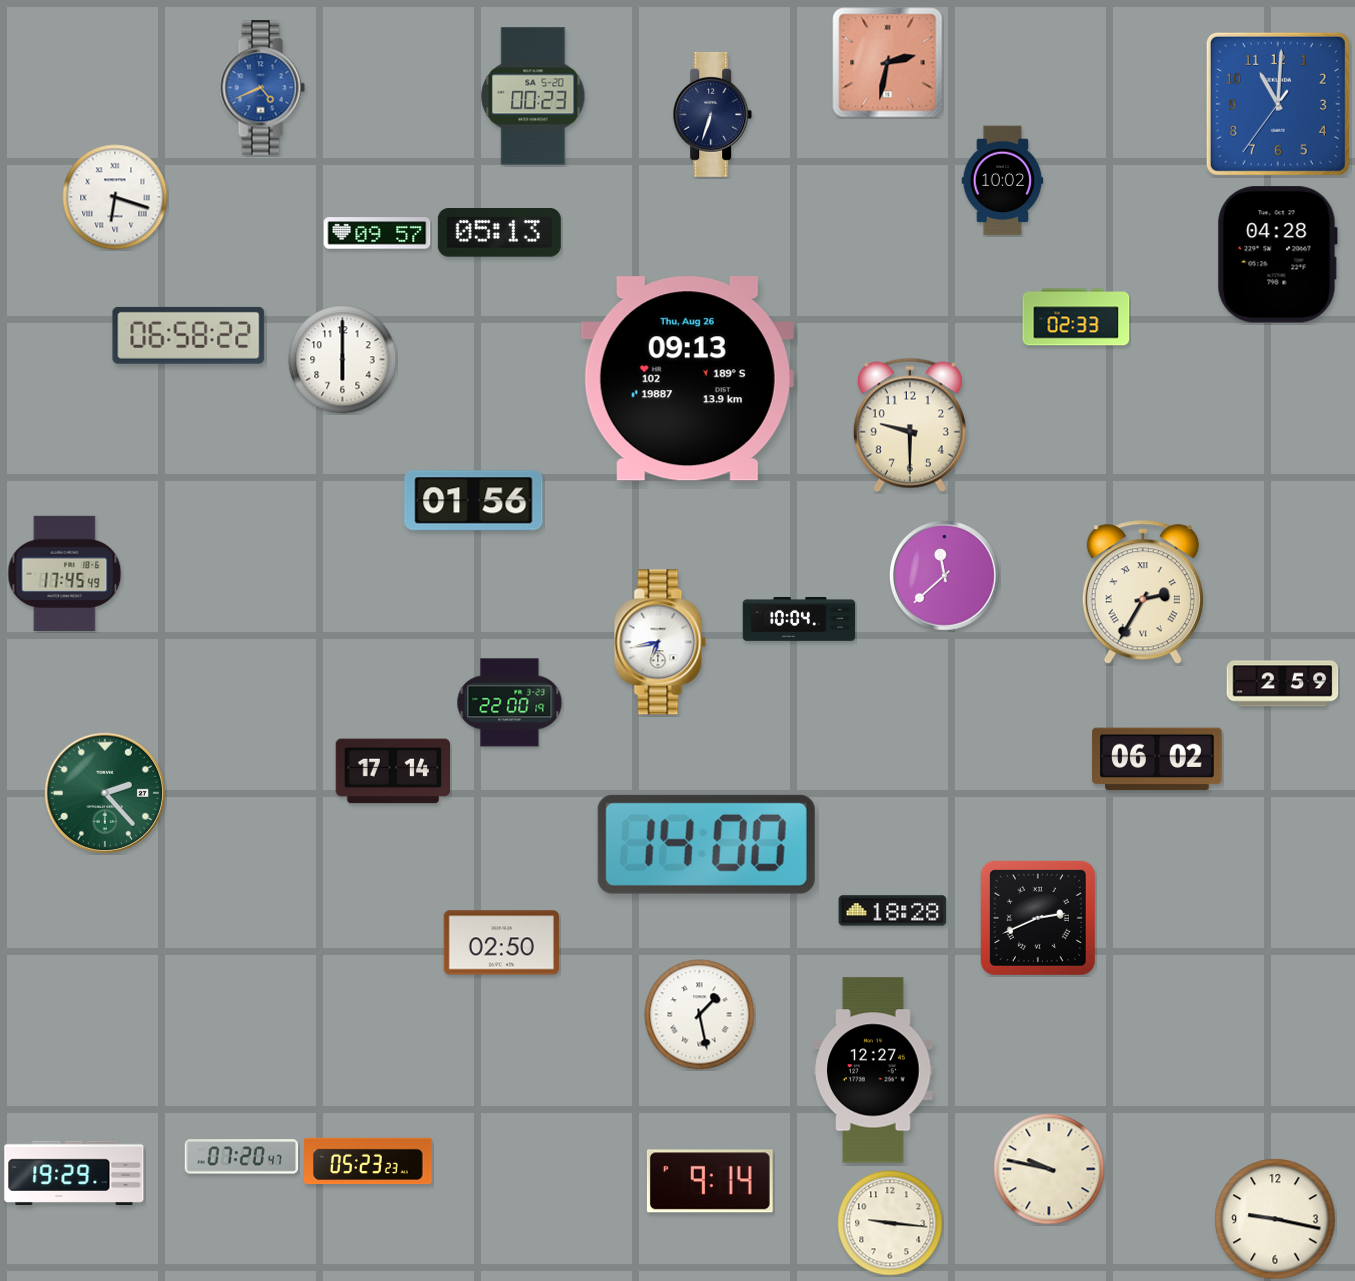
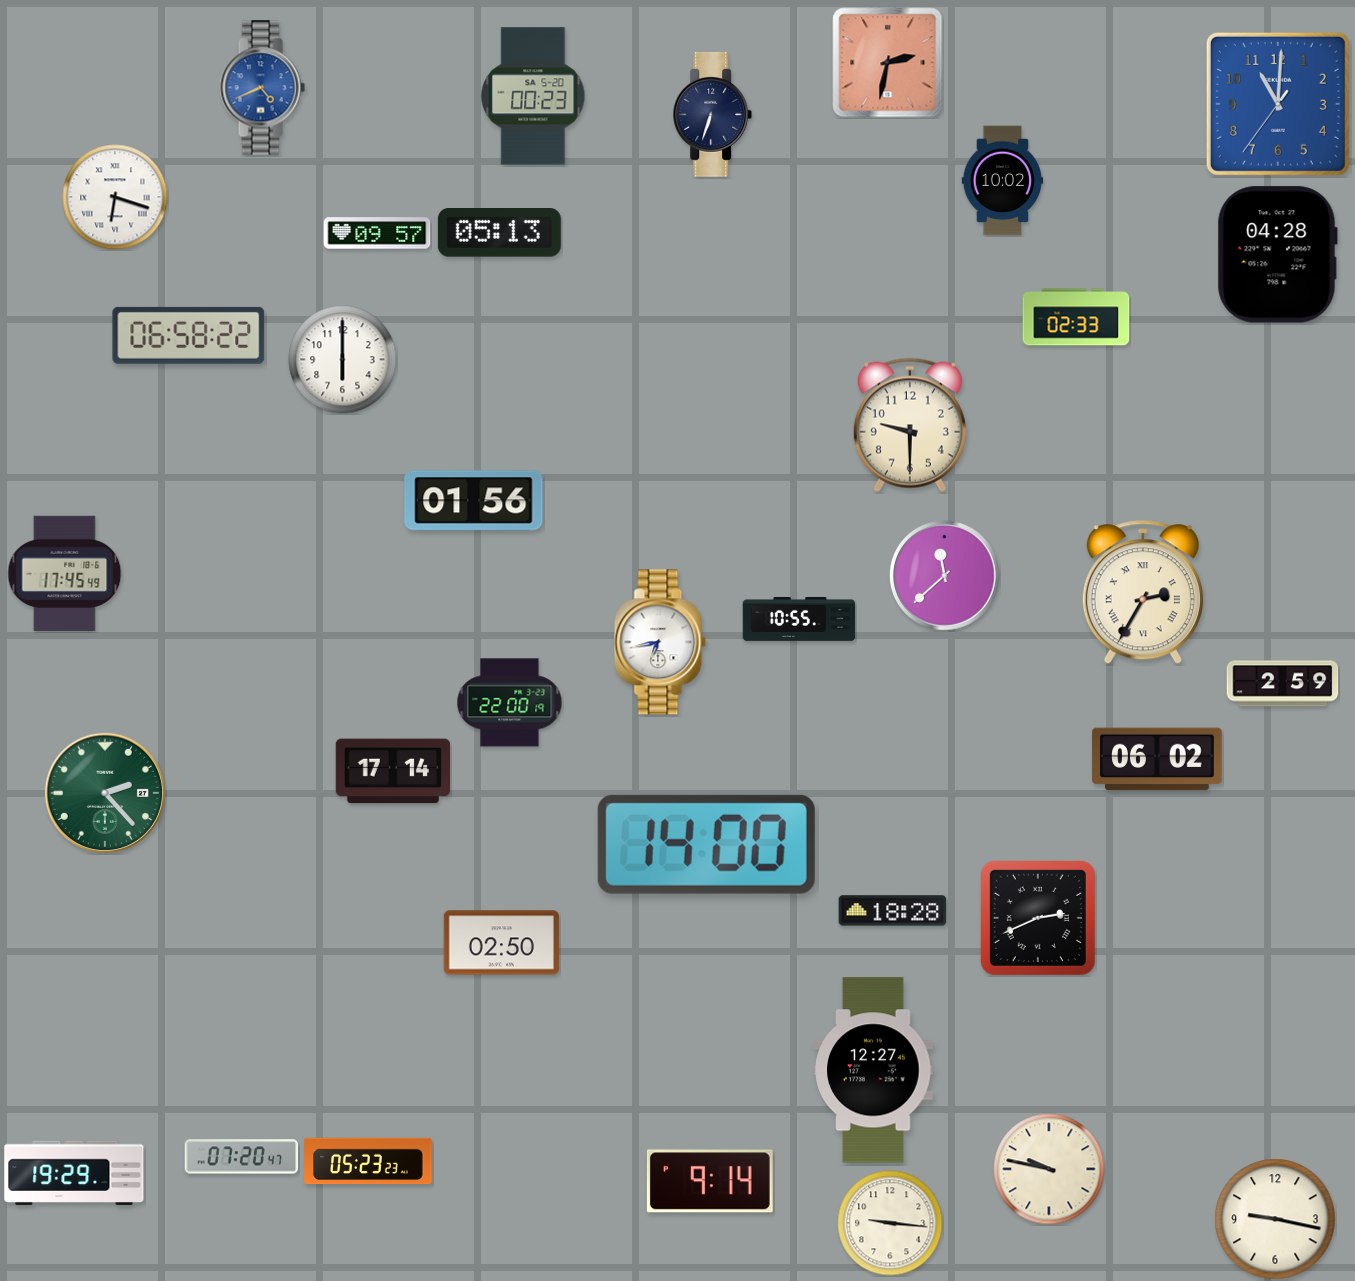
clock at (687, 379): 09:13 -> none
clock at (799, 620): 10:04 -> 10:55
clock at (700, 1015): 1:28 -> none
